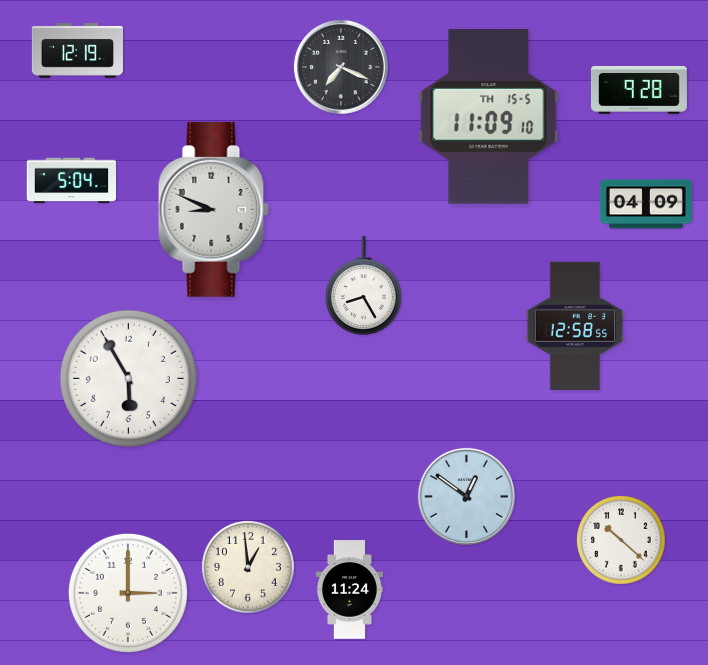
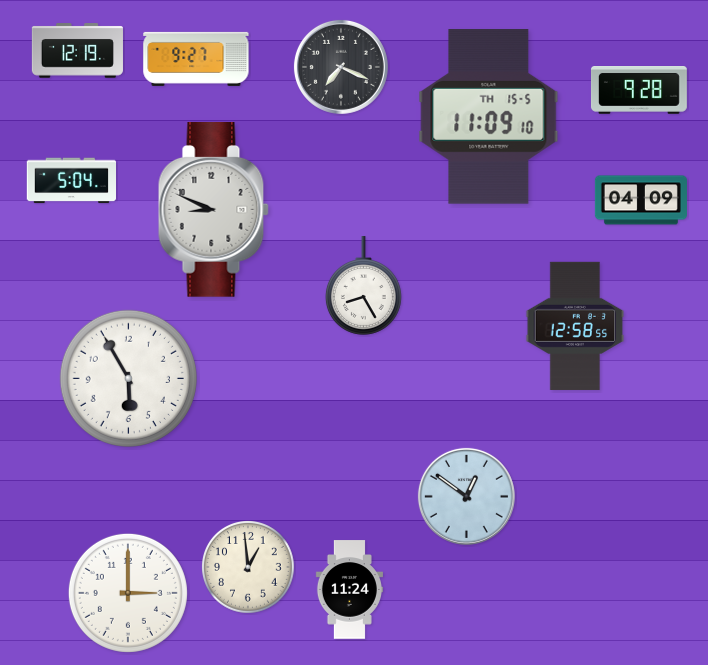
clock at (196, 59): none -> 9:27
clock at (646, 204) position: (646, 204) -> (641, 200)
clock at (621, 540): 10:22 -> none
